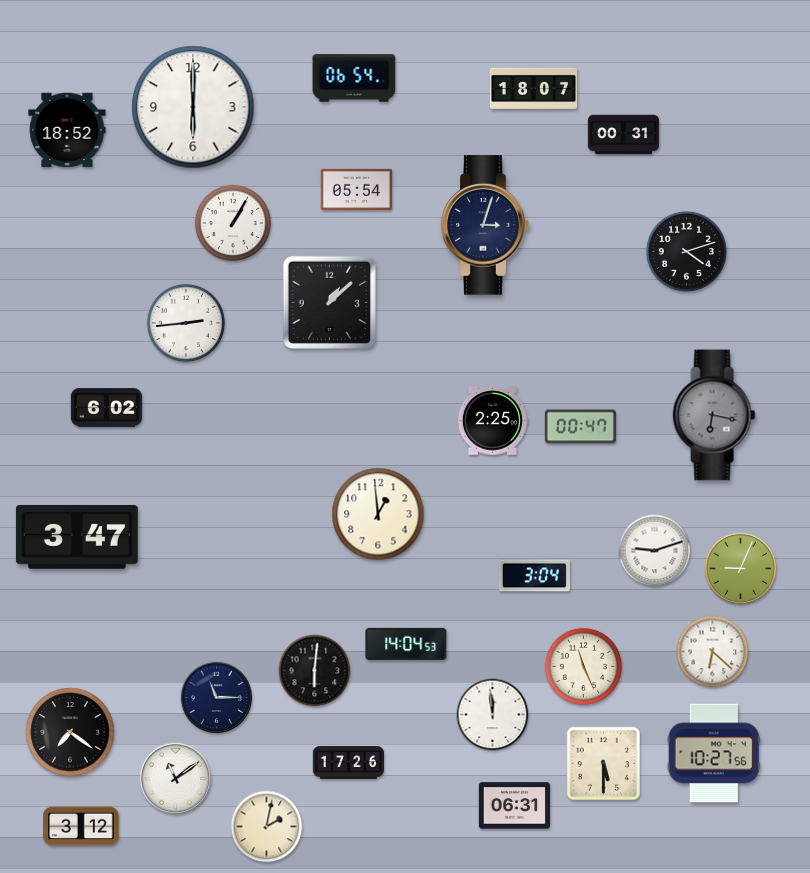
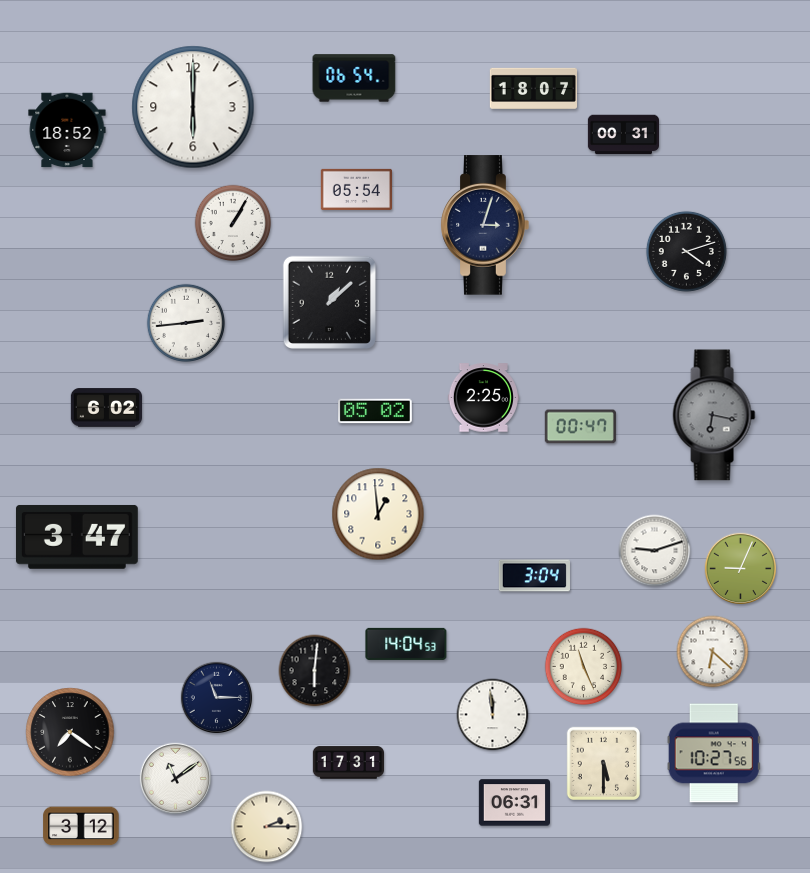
clock at (376, 411): none -> 05:02
clock at (492, 421) position: (492, 421) -> (483, 398)
clock at (348, 763): 17:26 -> 17:31
clock at (514, 806) position: (514, 806) -> (514, 803)
clock at (267, 827): 2:02 -> 2:15
